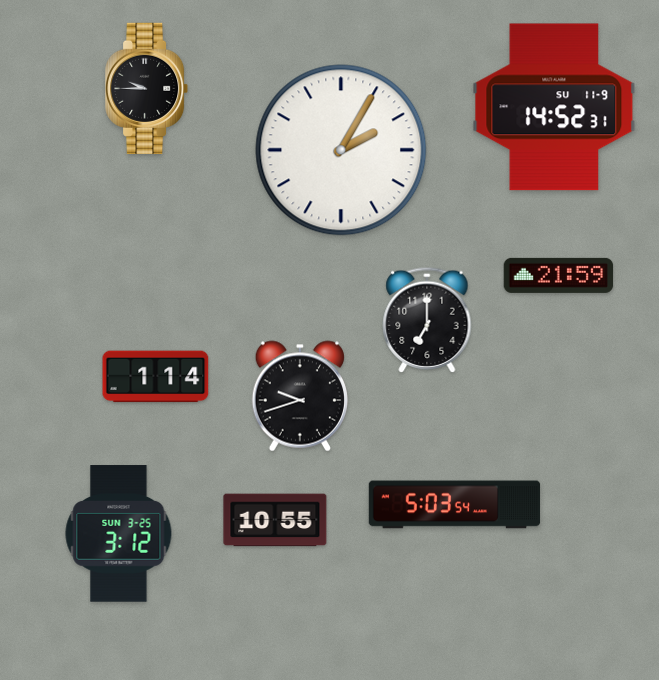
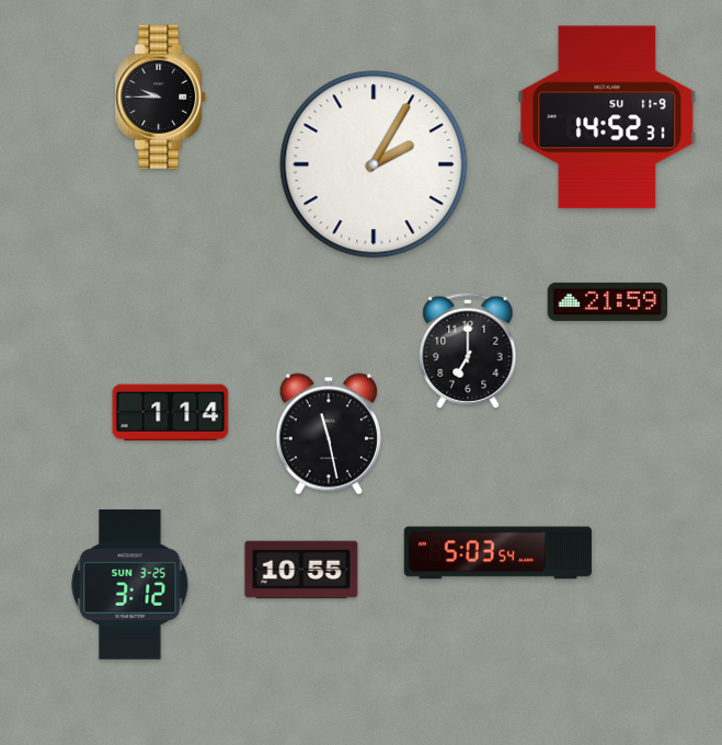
clock at (559, 275) position: (559, 275) -> (608, 301)
clock at (300, 396): 9:42 -> 11:28
